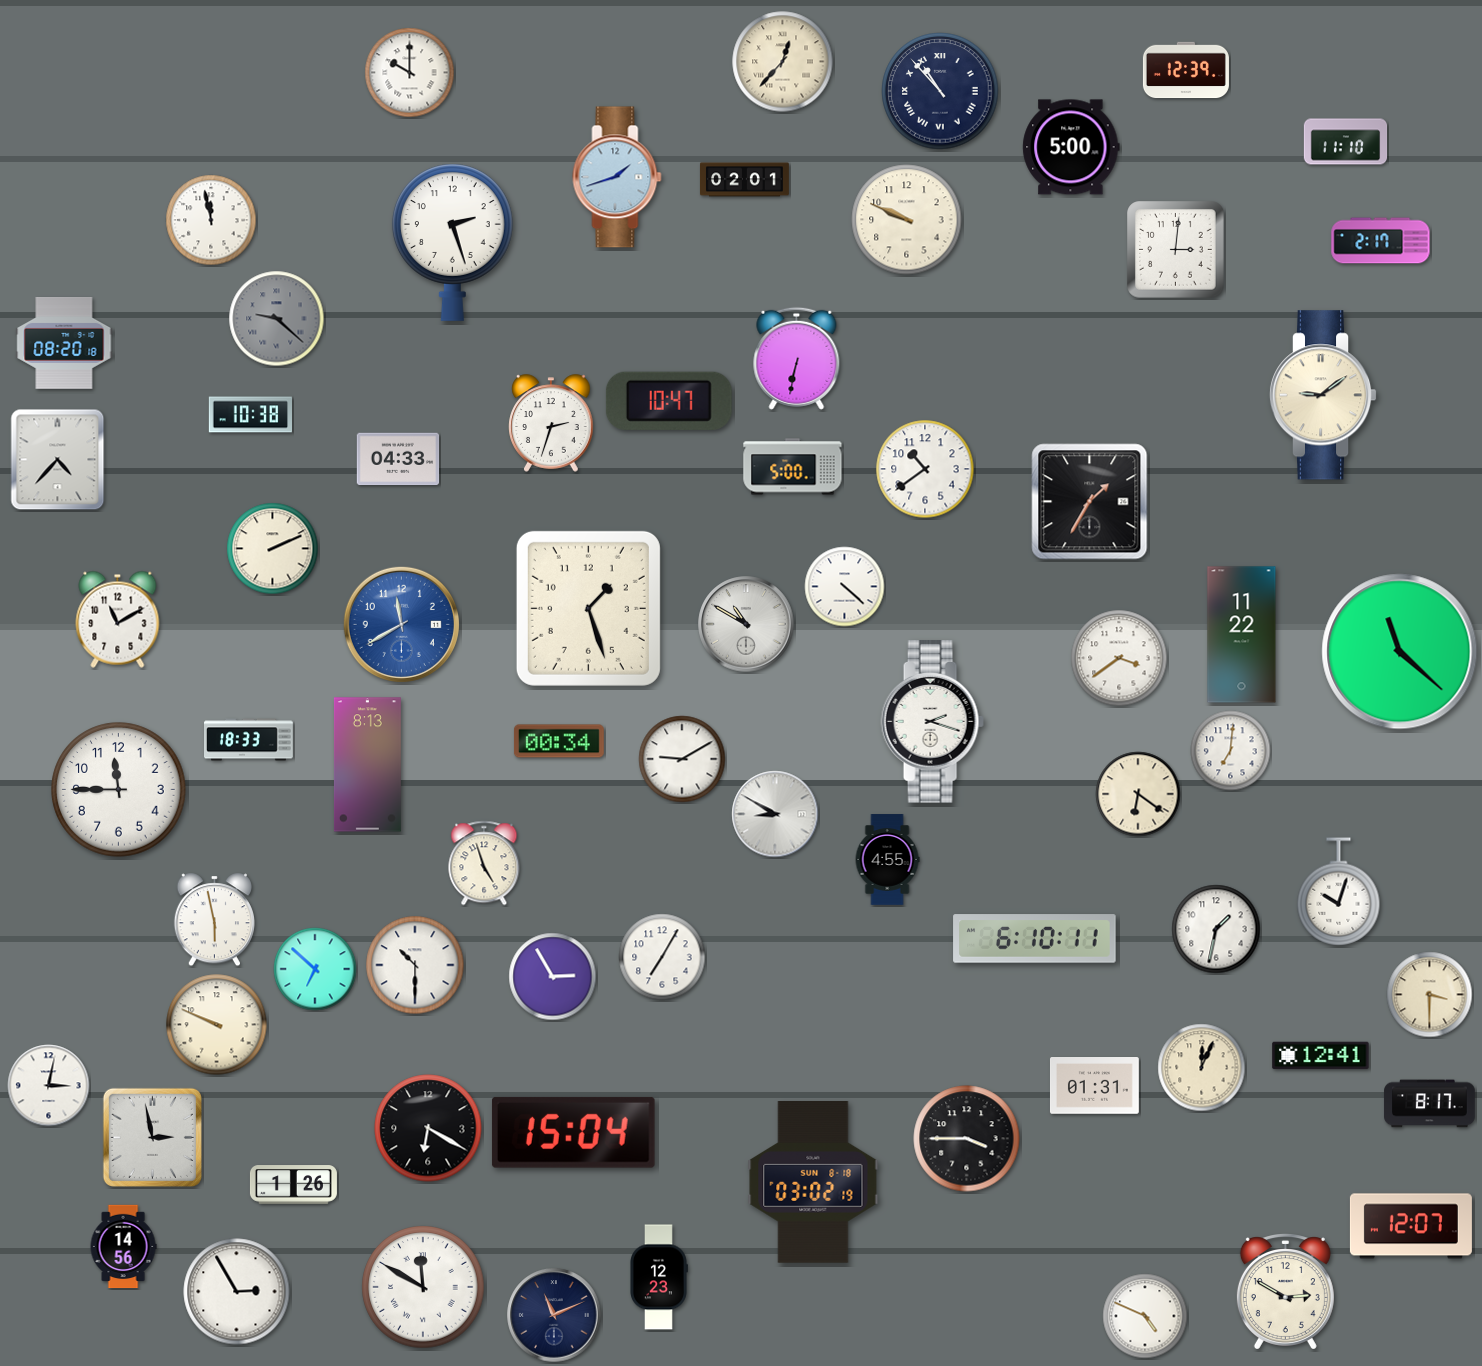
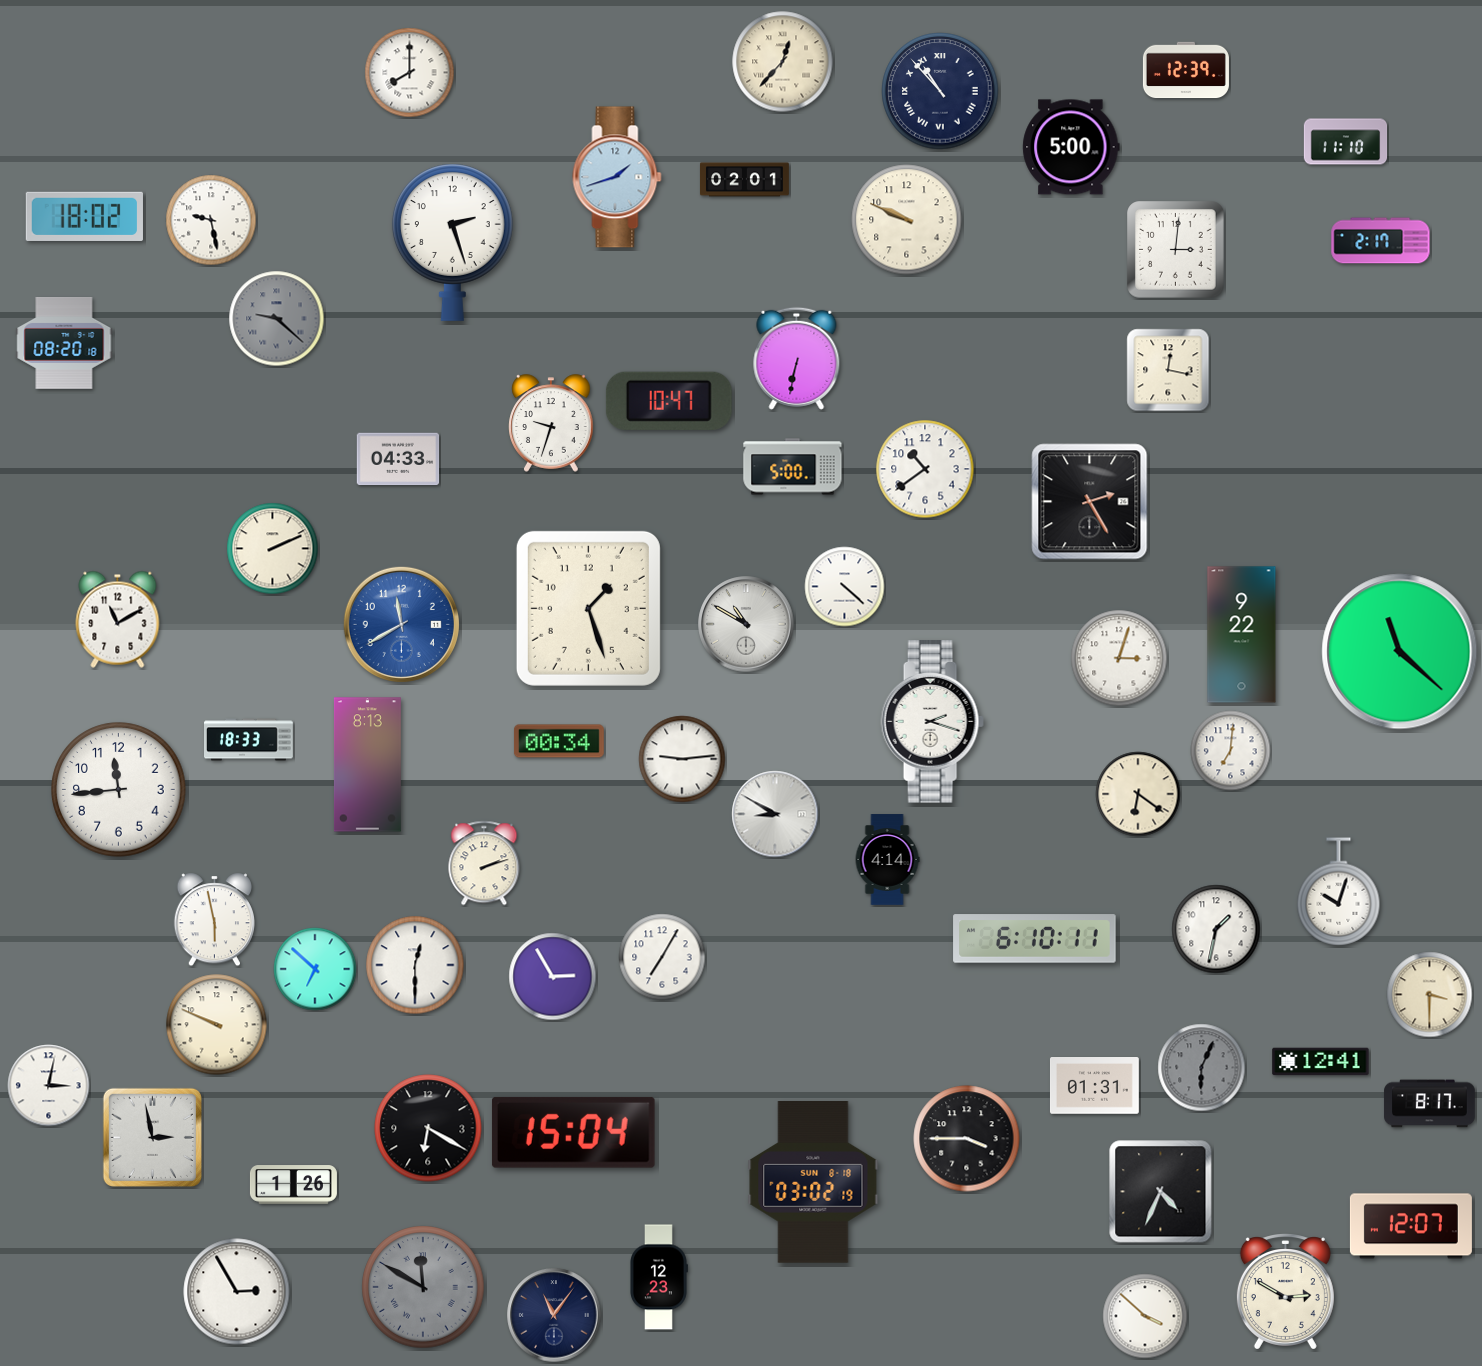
clock at (410, 73): 10:00 -> 8:00
clock at (84, 216): none -> 18:02
clock at (211, 220): 11:58 -> 9:28
clock at (1168, 370): none -> 12:17
clock at (1323, 395): 9:09 -> none
clock at (251, 415): 10:38 -> none
clock at (551, 423): 2:33 -> 9:33
clock at (58, 460): 4:37 -> none
clock at (1090, 502): 1:35 -> 2:25
clock at (1242, 635): 11:22 -> 9:22
clock at (1119, 658): 3:39 -> 3:03
clock at (682, 759): 9:10 -> 9:14
clock at (119, 790): 11:45 -> 11:44
clock at (887, 860): 4:55 -> 4:14
clock at (484, 863): 4:57 -> 2:12
clock at (415, 965): 10:30 -> 12:30
clock at (1321, 1056) position: (1321, 1056) -> (1321, 1062)
clock at (1202, 1068): 12:04 -> 6:04
clock at (1202, 1068) dial: cream -> grey
clock at (1161, 1192): none -> 4:34
clock at (123, 1247): 14:56 -> none
clock at (423, 1287) dial: white -> grey
clock at (554, 1315): 11:11 -> 11:06
clock at (1145, 1316): 4:49 -> 3:52
